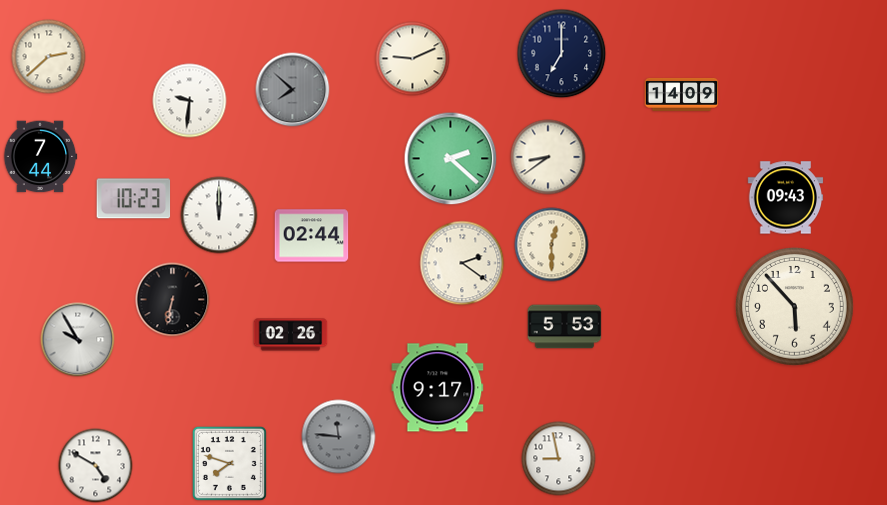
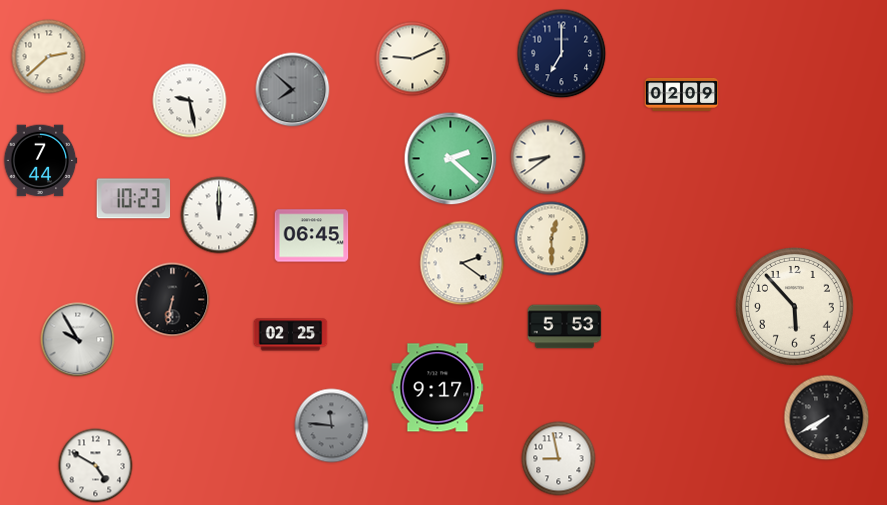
clock at (682, 94): 14:09 -> 02:09
clock at (190, 101): 9:31 -> 9:28
clock at (40, 157) position: (40, 157) -> (40, 161)
clock at (786, 198): 09:43 -> none
clock at (312, 236): 02:44 -> 06:45
clock at (552, 245) position: (552, 245) -> (552, 239)
clock at (291, 335): 02:26 -> 02:25
clock at (827, 418): none -> 7:40
clock at (339, 437) position: (339, 437) -> (332, 426)
clock at (229, 463): 7:48 -> none
